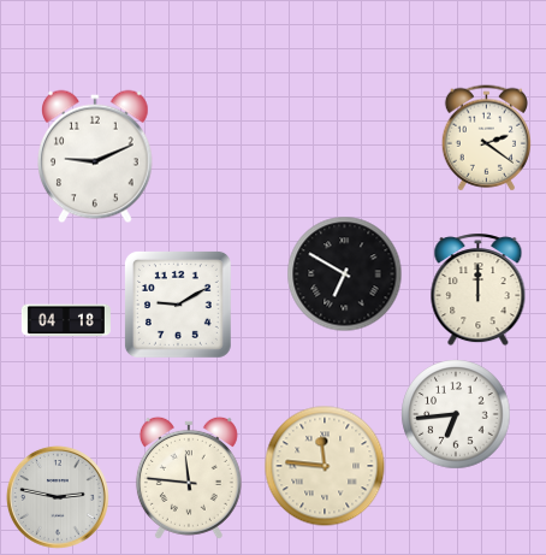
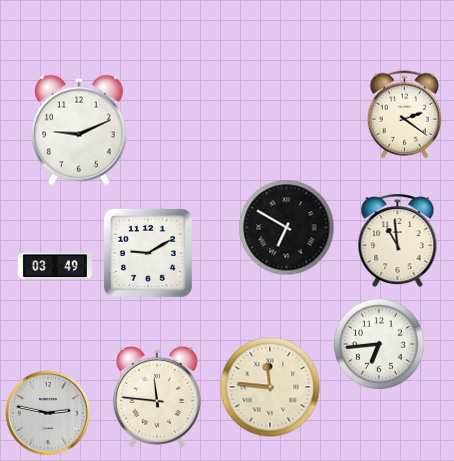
clock at (479, 290): 12:00 -> 10:59
clock at (66, 320): 04:18 -> 03:49
